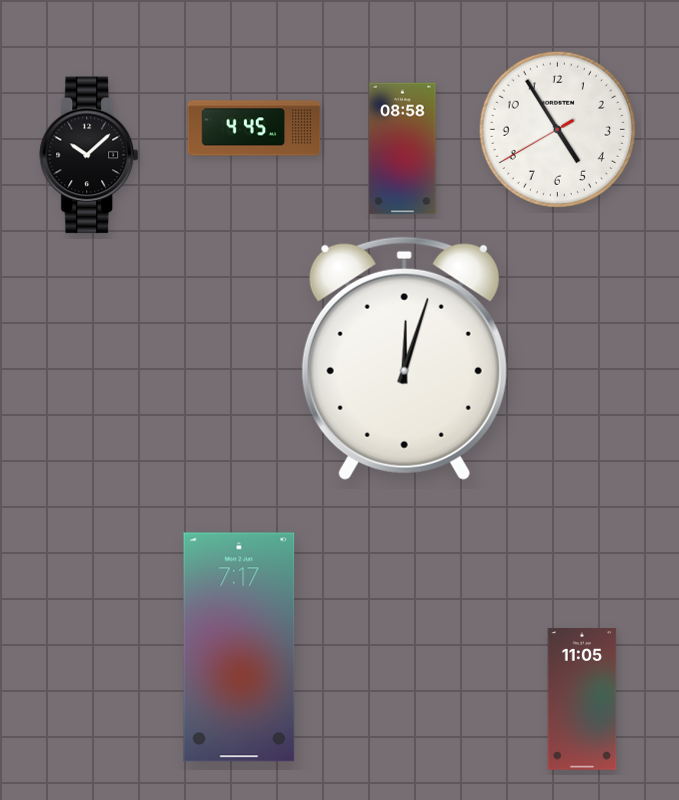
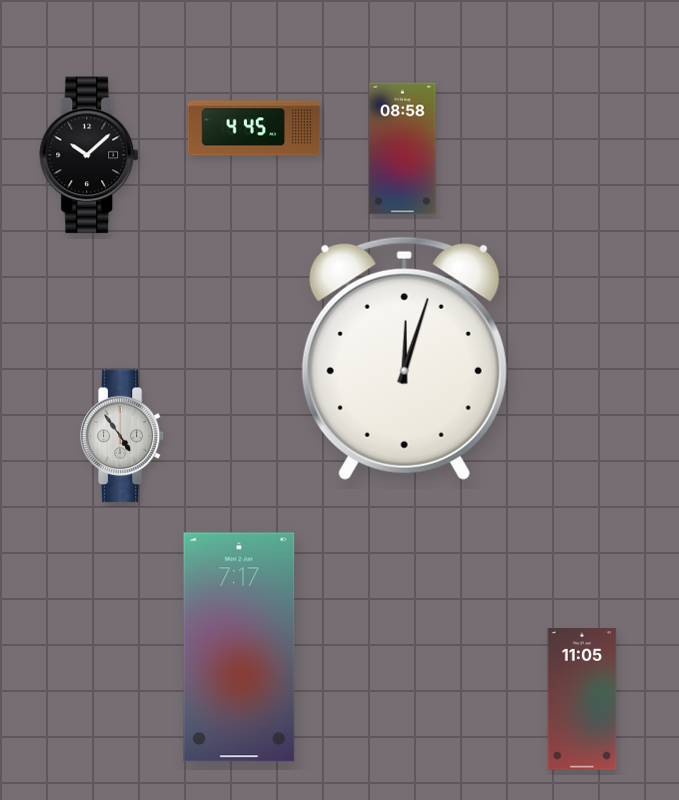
clock at (557, 129): 4:54 -> none
clock at (122, 436): none -> 4:54
